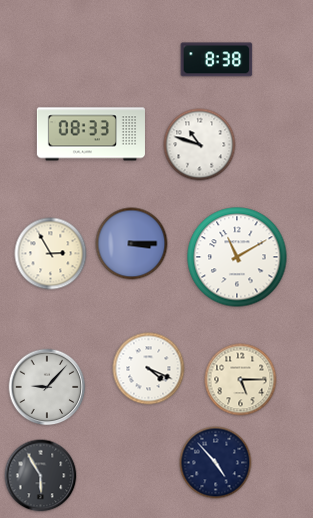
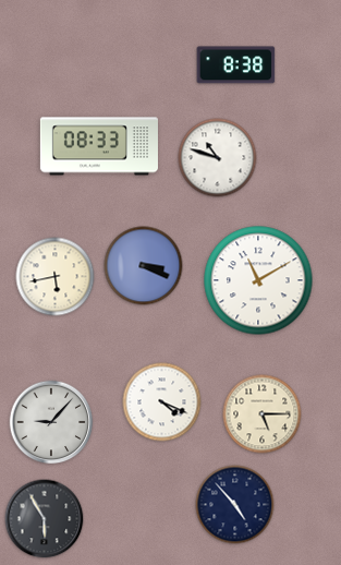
clock at (132, 244): 3:15 -> 3:19
clock at (51, 254): 2:55 -> 5:43
